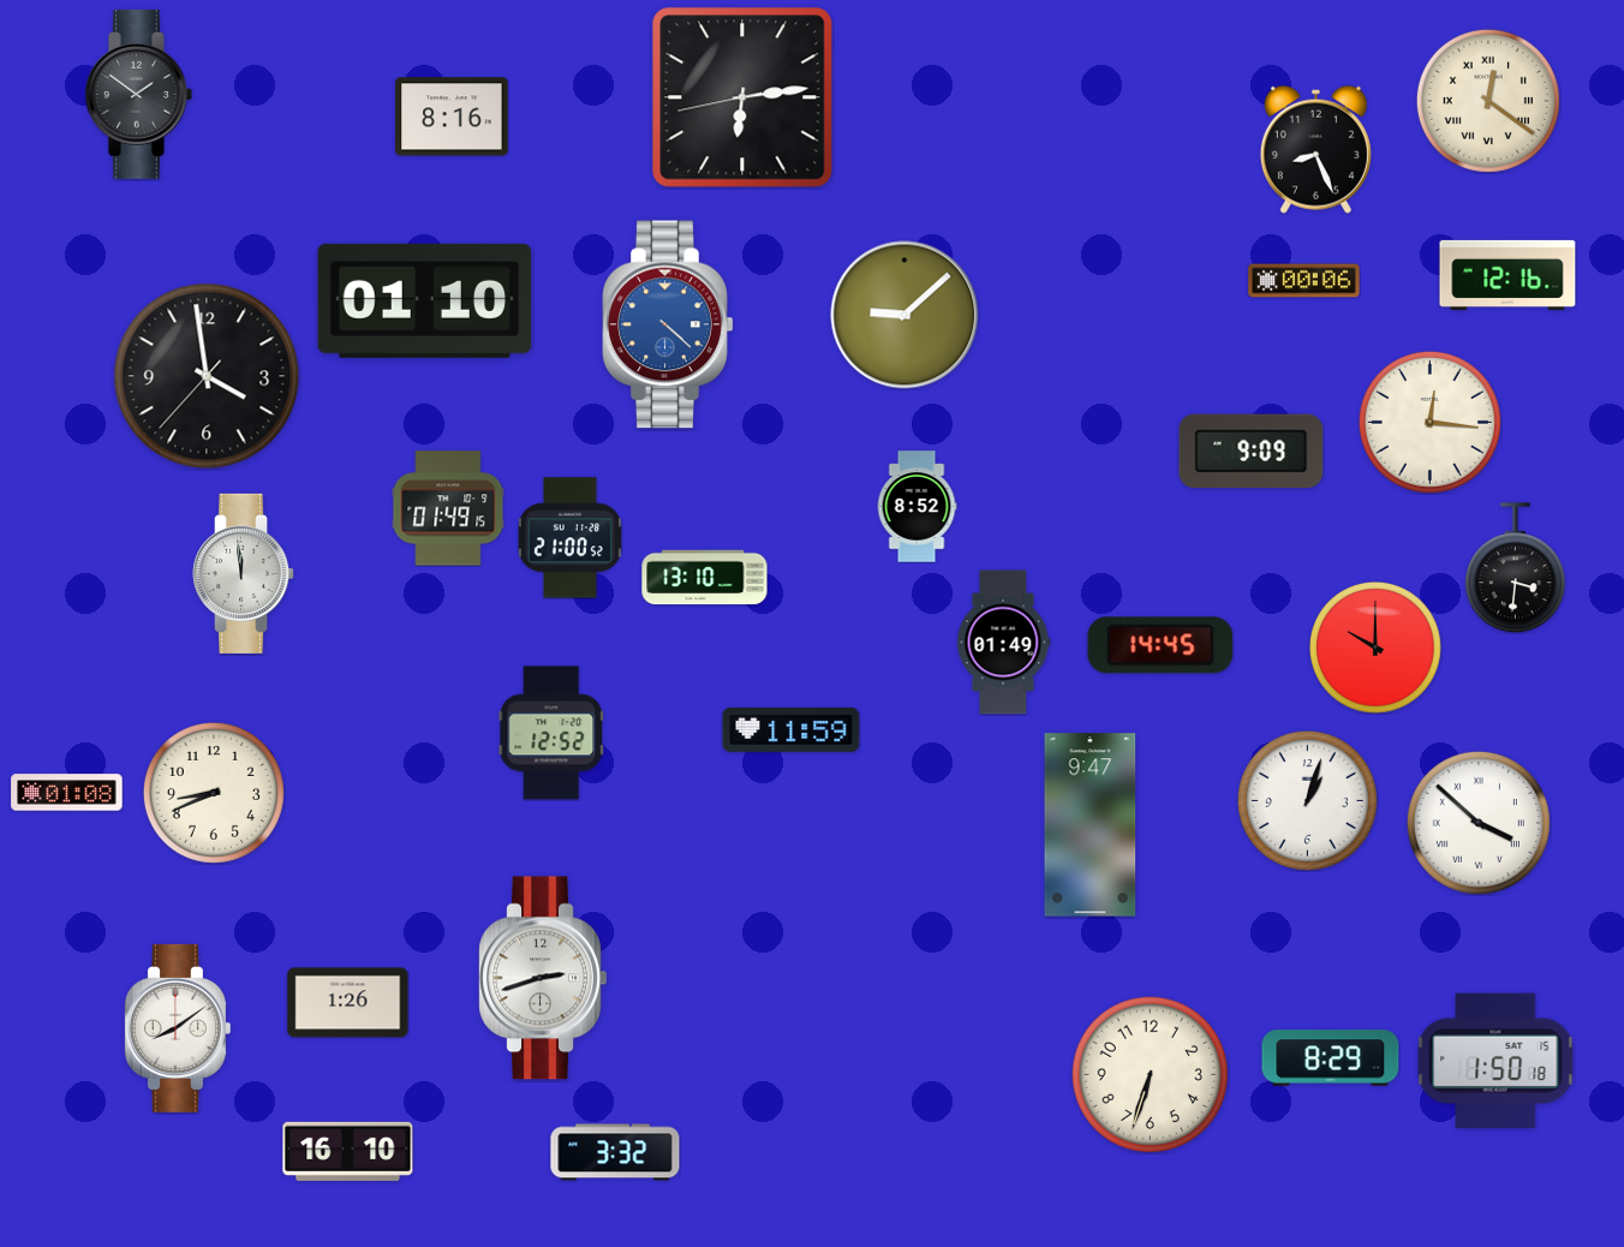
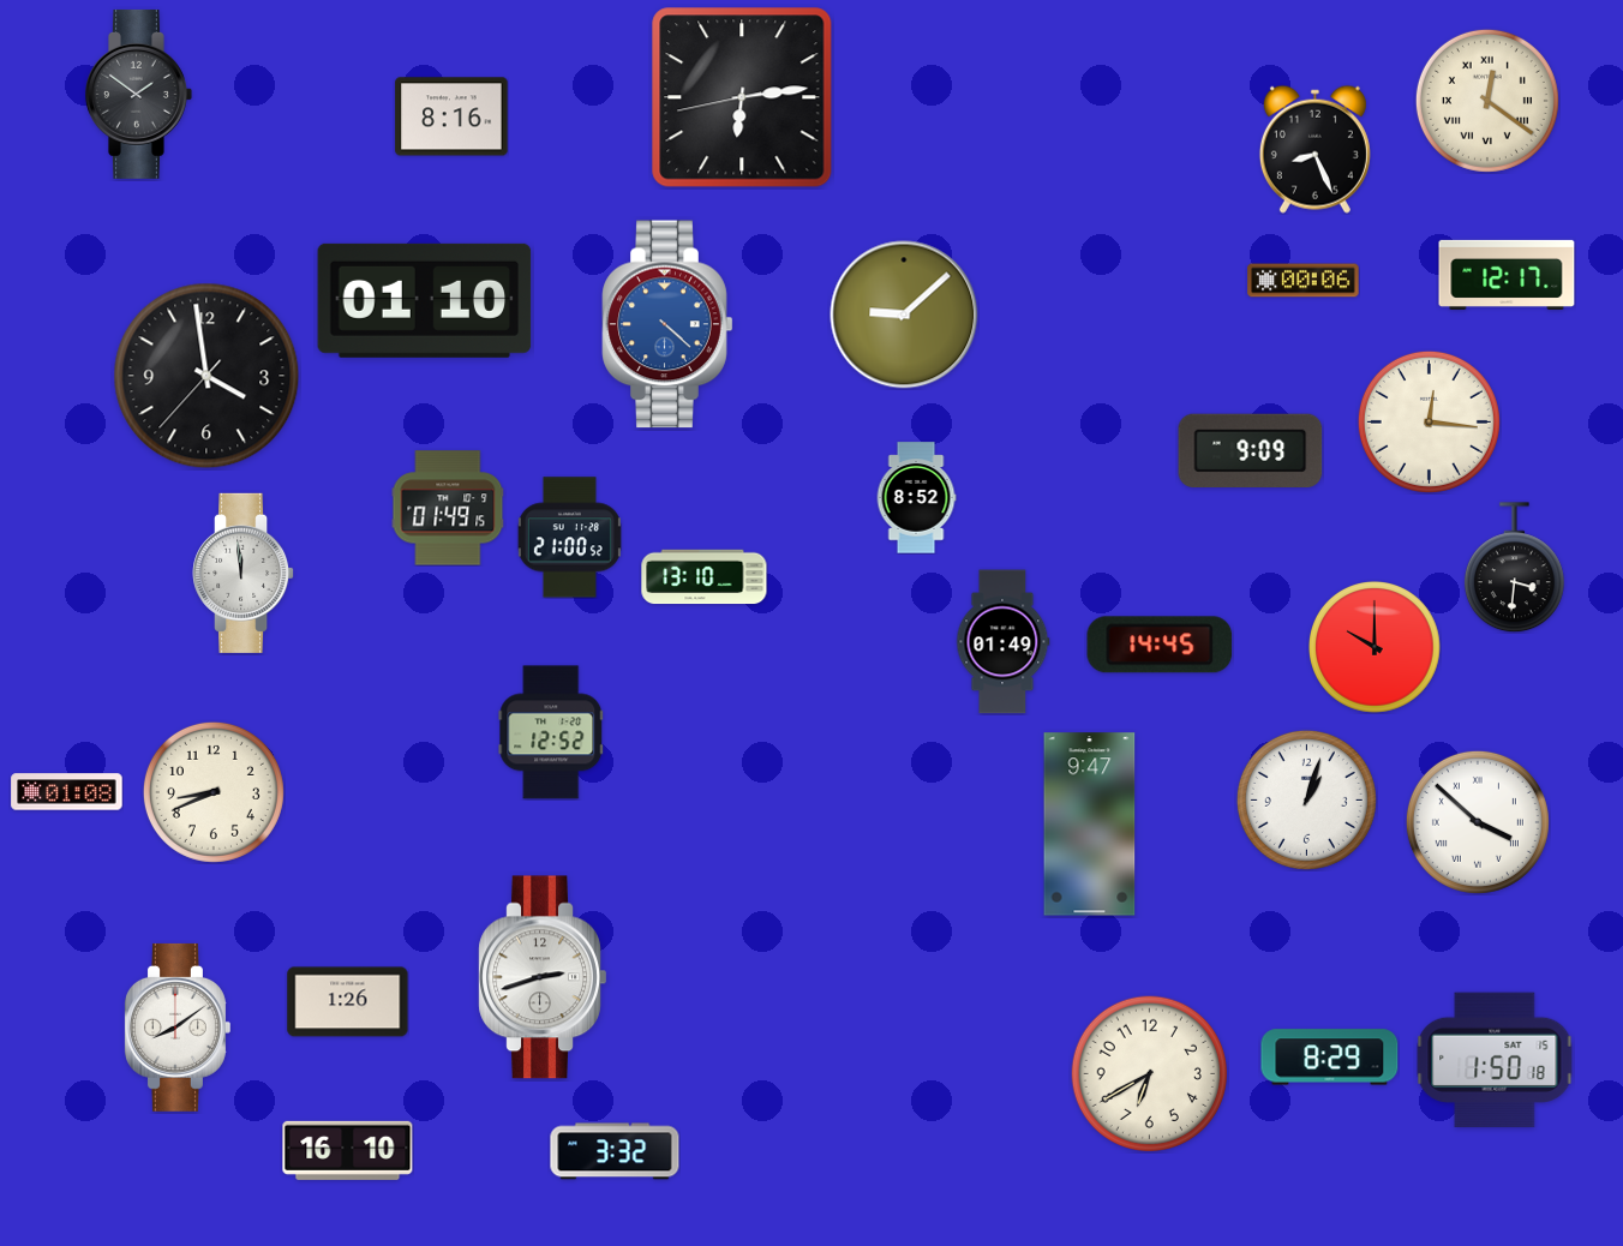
clock at (1507, 275): 12:16 -> 12:17
clock at (917, 507) position: (917, 507) -> (916, 498)
clock at (792, 729): 11:59 -> none
clock at (1150, 1074): 6:33 -> 6:40
